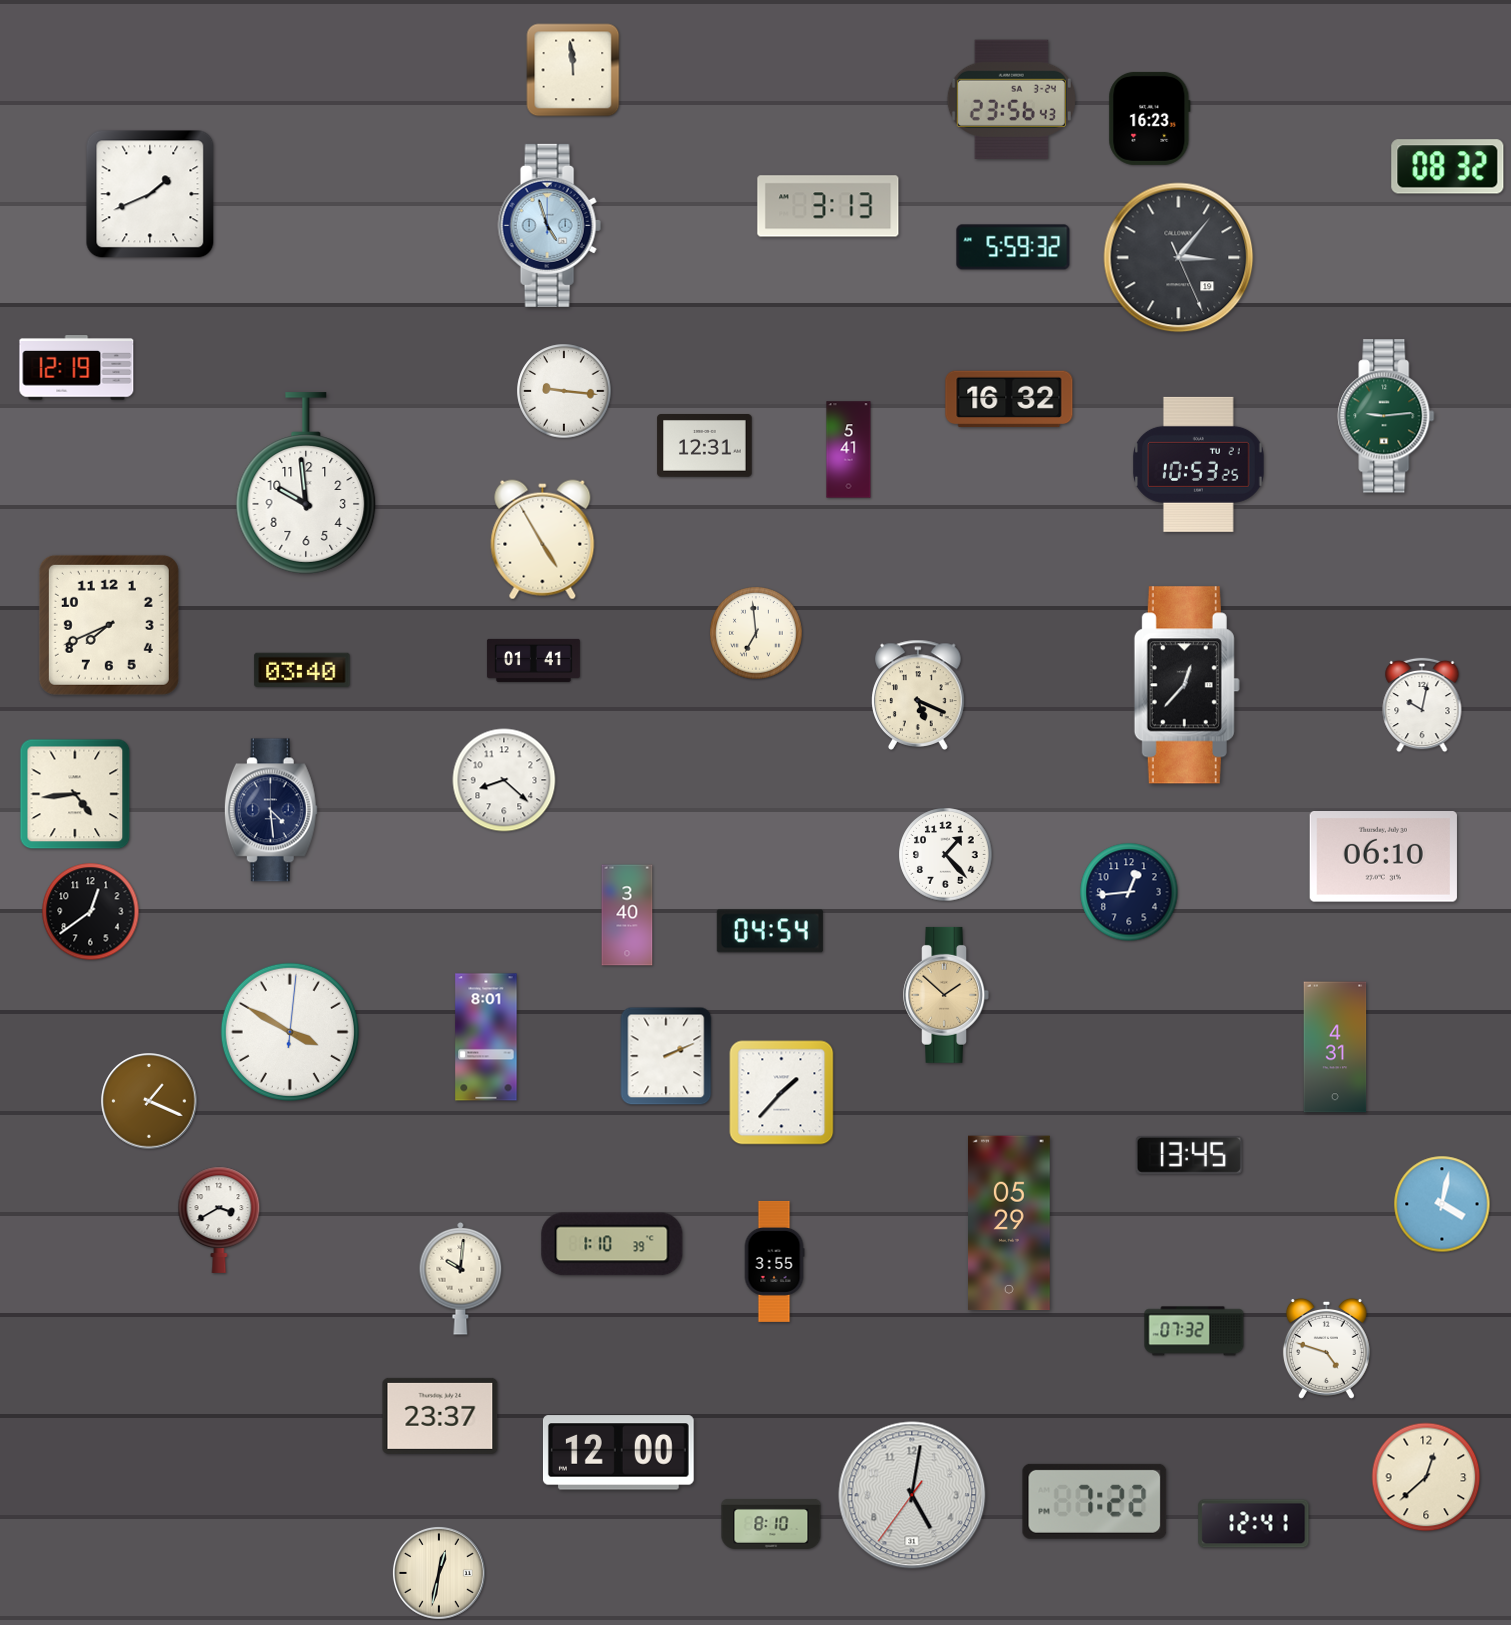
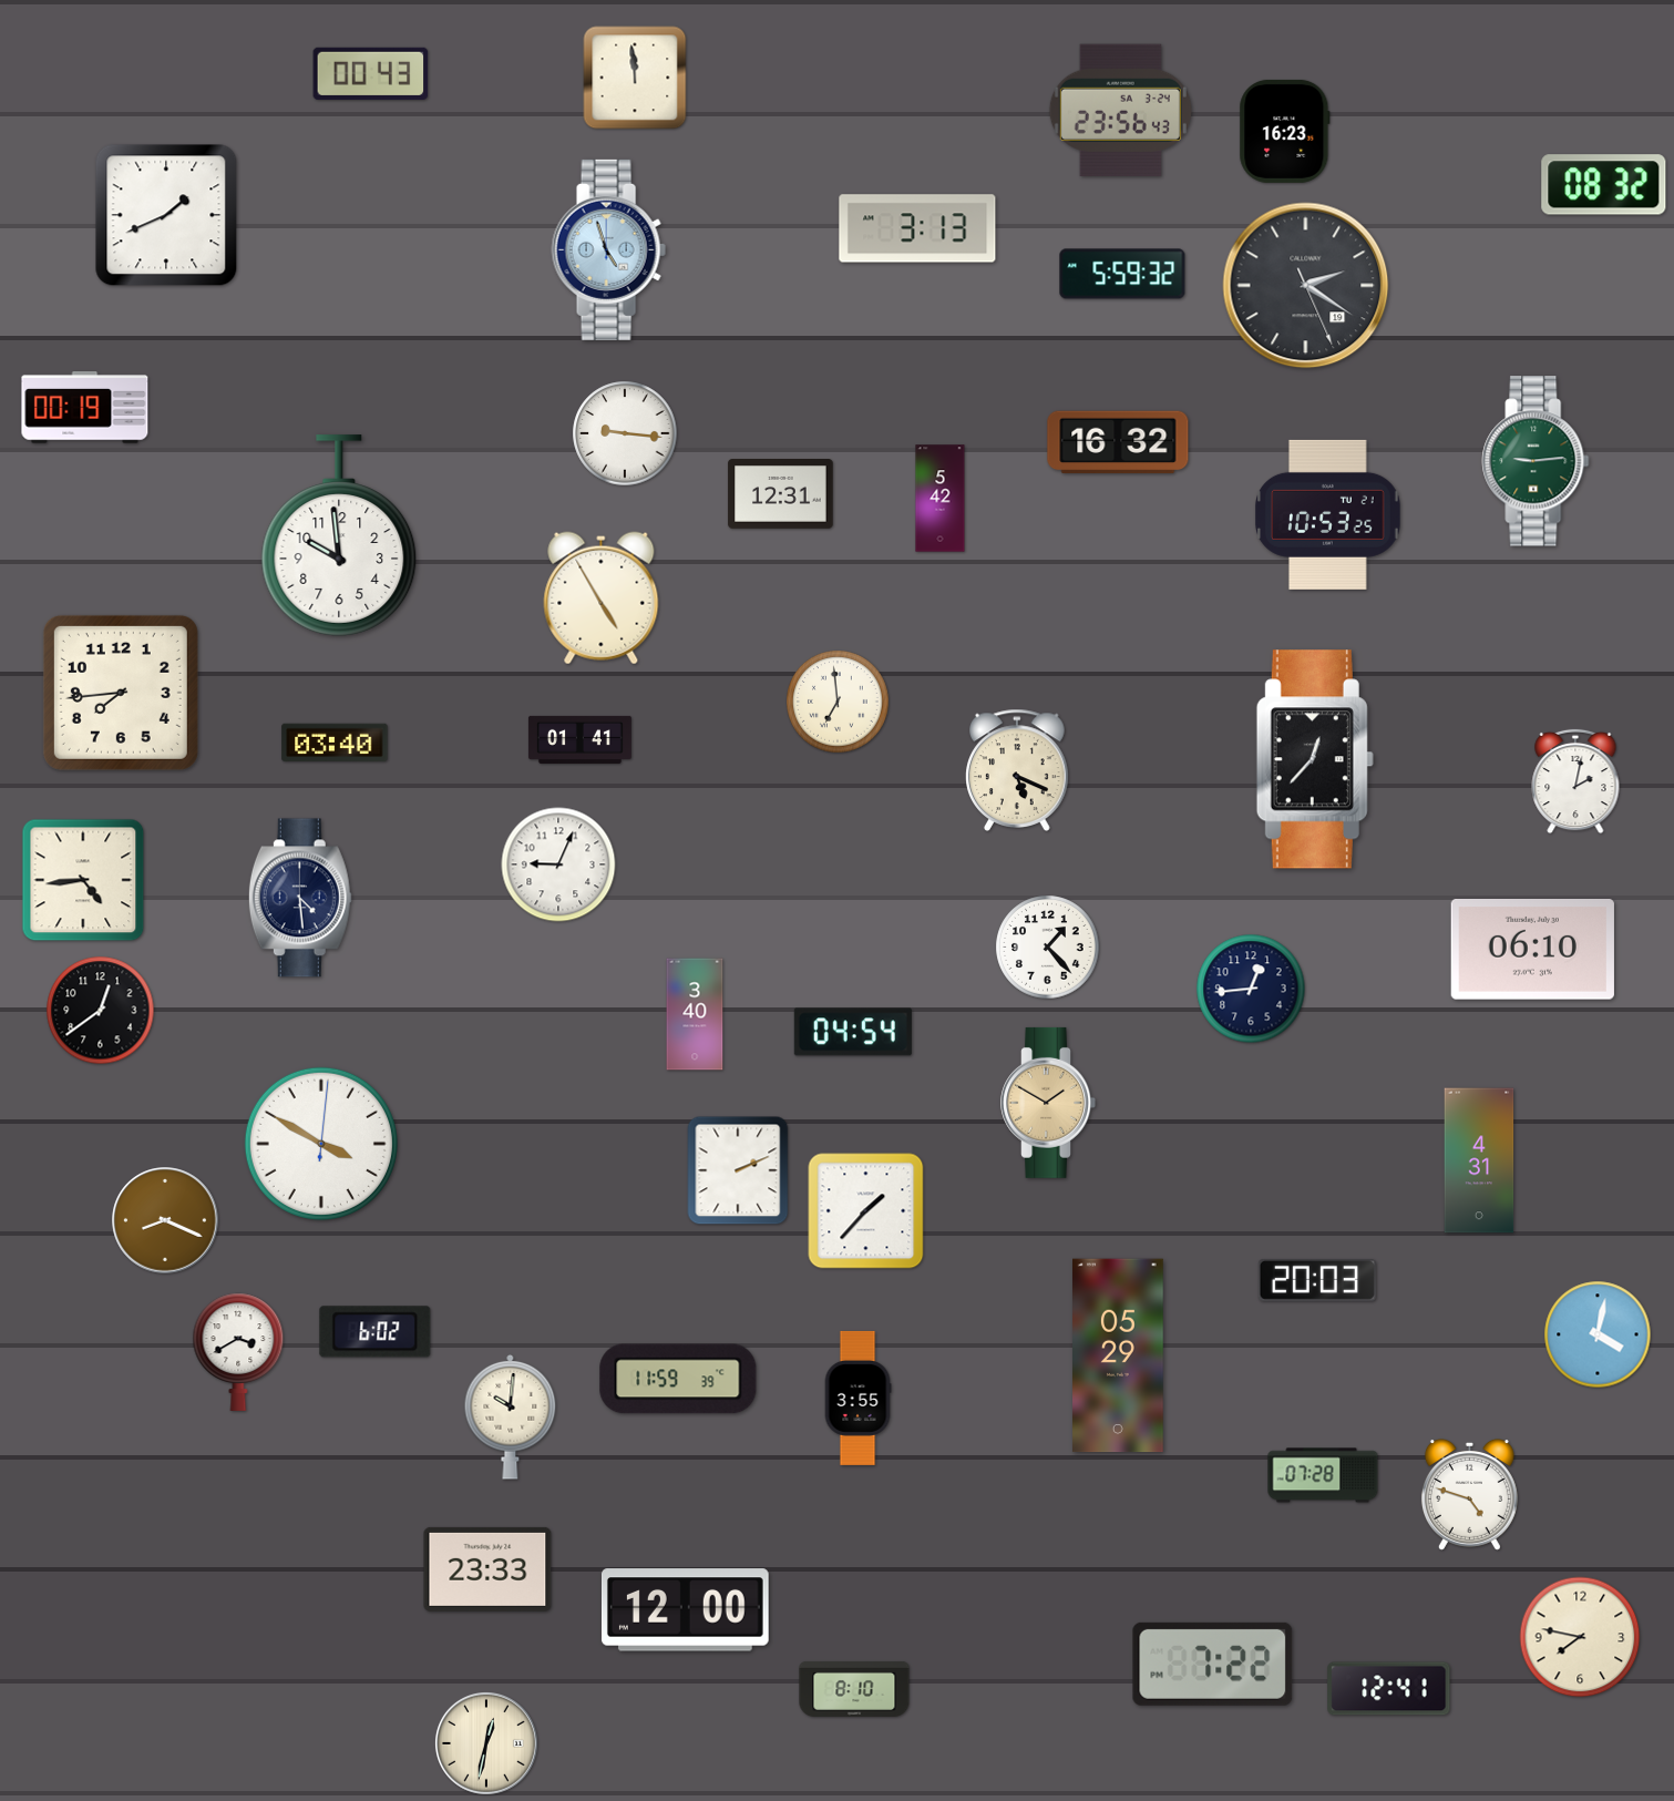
clock at (371, 73): none -> 00:43
clock at (1150, 118) position: (1150, 118) -> (1285, 131)
clock at (1179, 258): 3:06 -> 2:20
clock at (77, 368): 12:19 -> 00:19
clock at (849, 450): 5:41 -> 5:42
clock at (109, 625): 7:41 -> 7:44
clock at (533, 660) position: (533, 660) -> (579, 739)
clock at (1422, 705): 10:02 -> 2:02
clock at (504, 780): 8:22 -> 9:04
clock at (946, 995): 1:52 -> 1:50
clock at (486, 1037): 8:01 -> none
clock at (149, 1101): 1:19 -> 8:19
clock at (1189, 1155): 13:45 -> 20:03
clock at (376, 1332): none -> 6:02
clock at (219, 1220) position: (219, 1220) -> (238, 1352)
clock at (612, 1244): 1:10 -> 11:59
clock at (1194, 1331): 07:32 -> 07:28
clock at (440, 1416): 23:37 -> 23:33
clock at (1426, 1477): 12:38 -> 7:47
clock at (912, 1495): 5:01 -> none
